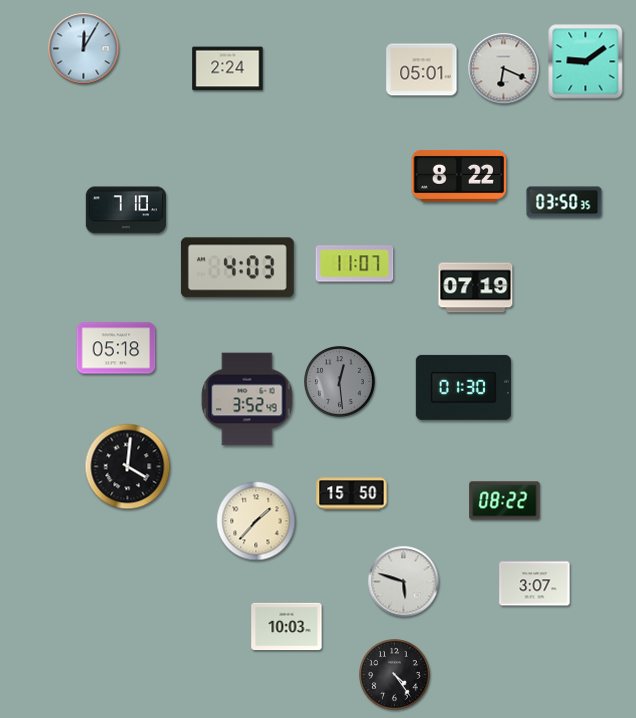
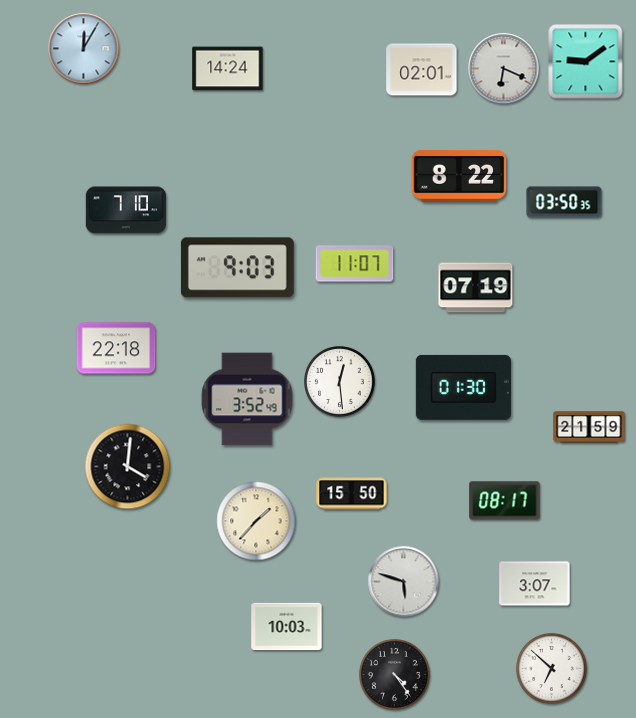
clock at (228, 69): 2:24 -> 14:24
clock at (422, 70): 05:01 -> 02:01
clock at (237, 268): 4:03 -> 9:03
clock at (116, 348): 05:18 -> 22:18
clock at (340, 382) dial: grey -> white
clock at (589, 427): none -> 21:59
clock at (505, 501): 08:22 -> 08:17
clock at (552, 669): none -> 6:52
